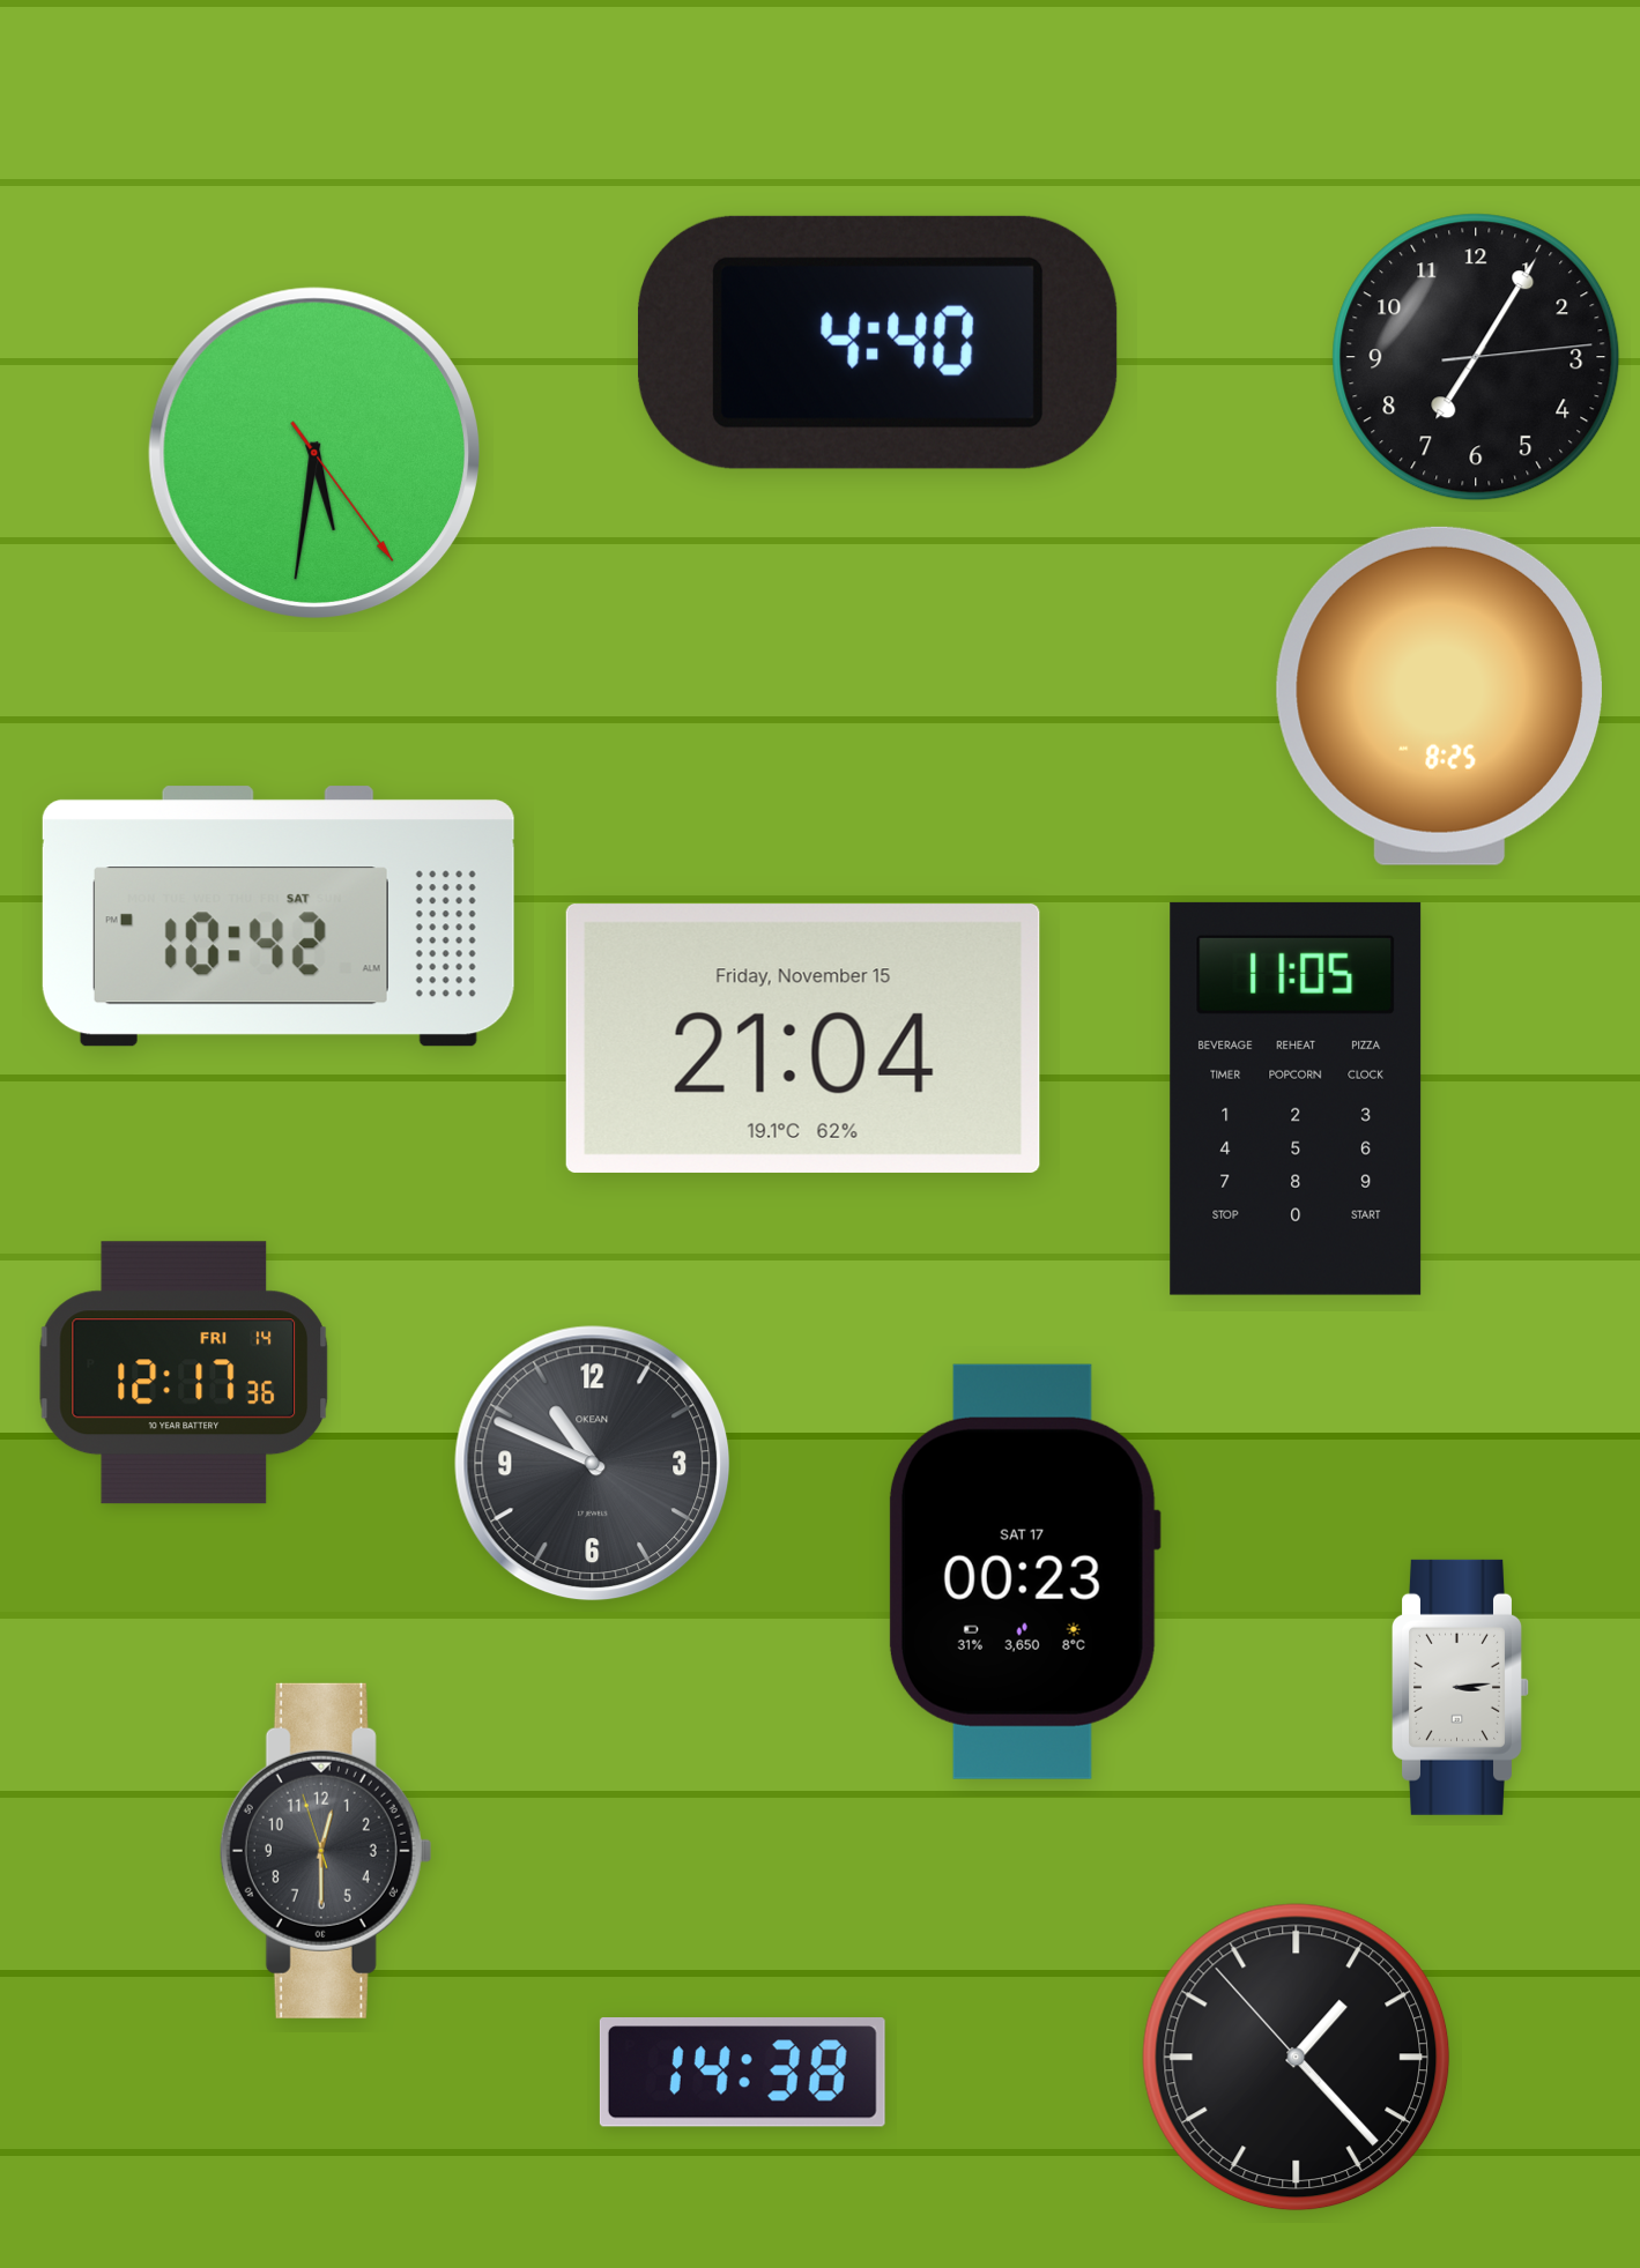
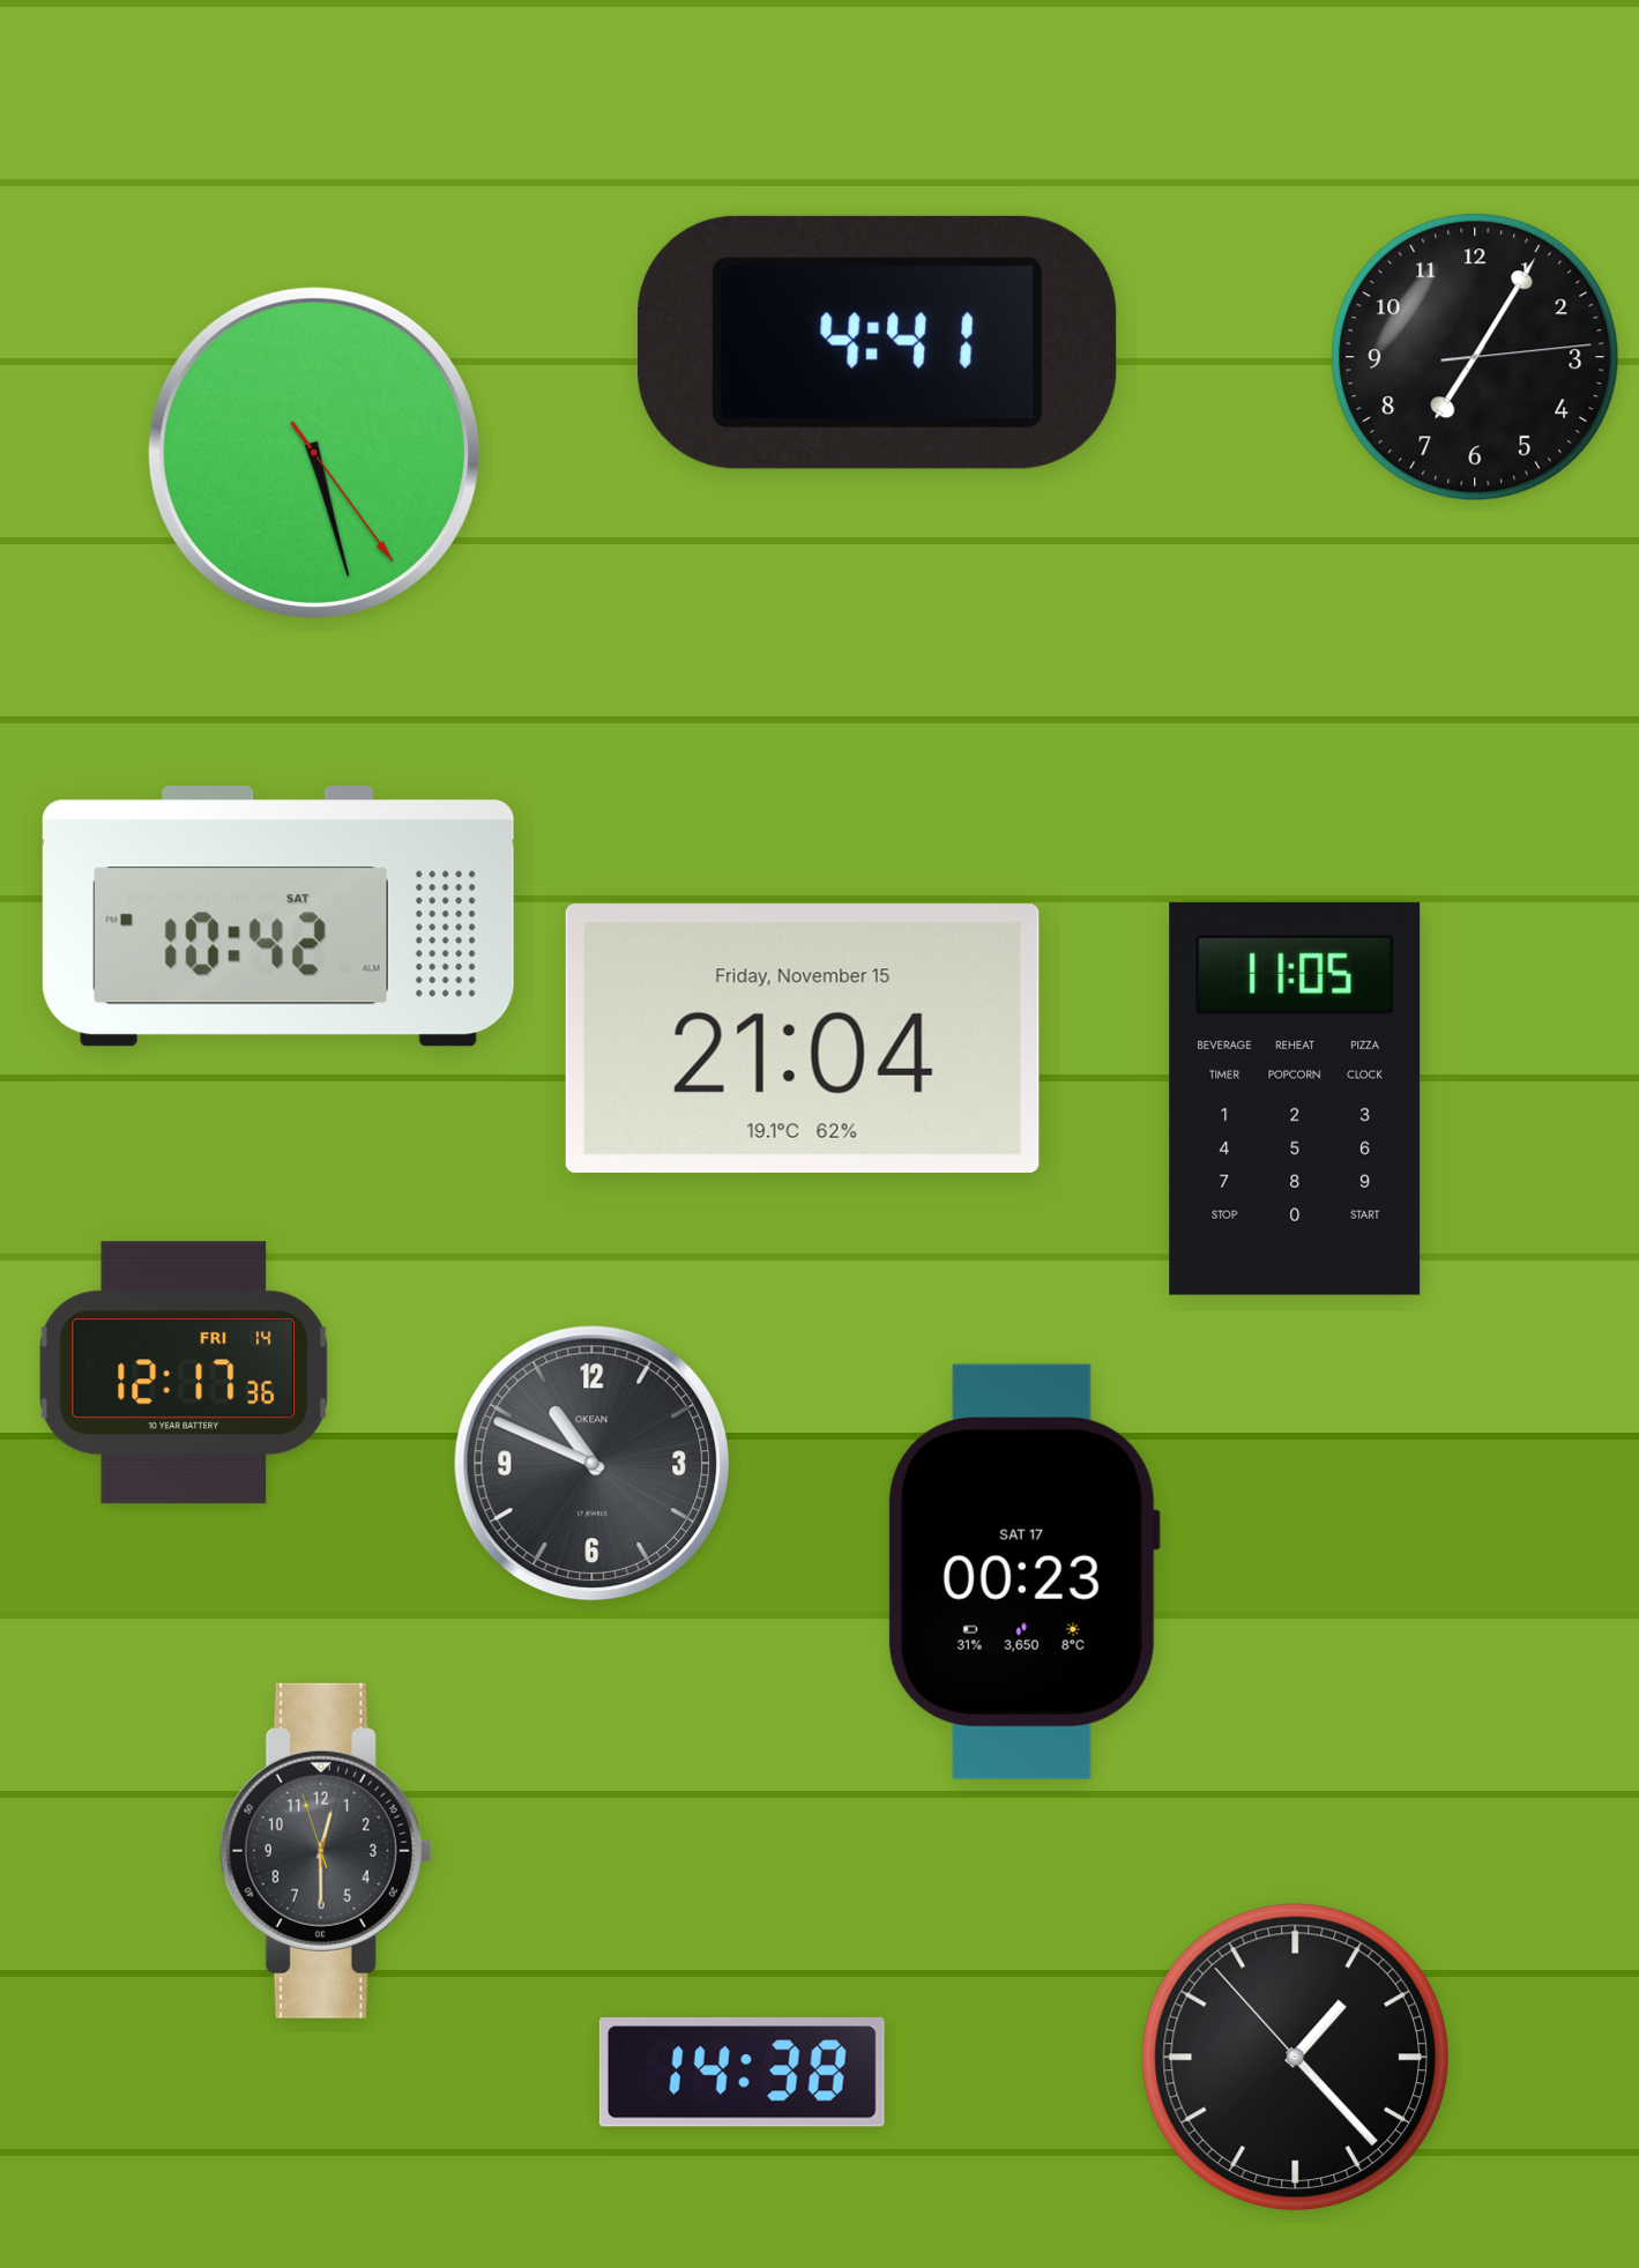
clock at (877, 342): 4:40 -> 4:41
clock at (313, 452): 5:31 -> 5:27
clock at (1439, 696): 8:25 -> none
clock at (1461, 1687): 3:14 -> none
